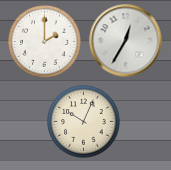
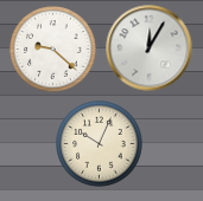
clock at (126, 41): 12:35 -> 12:05
clock at (45, 42): 2:00 -> 9:22
